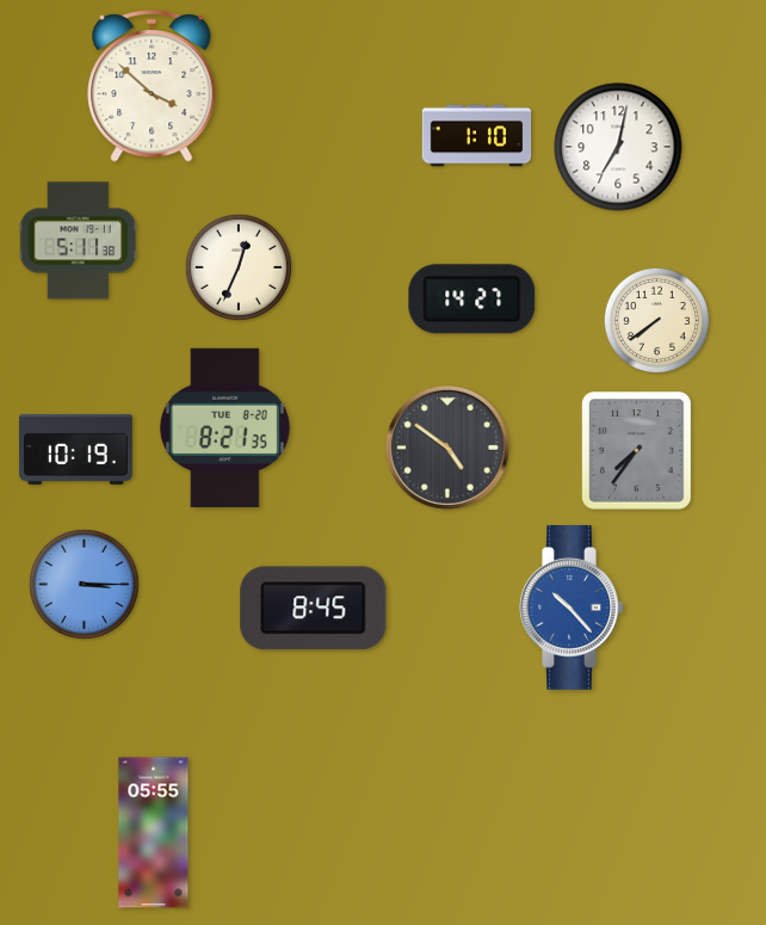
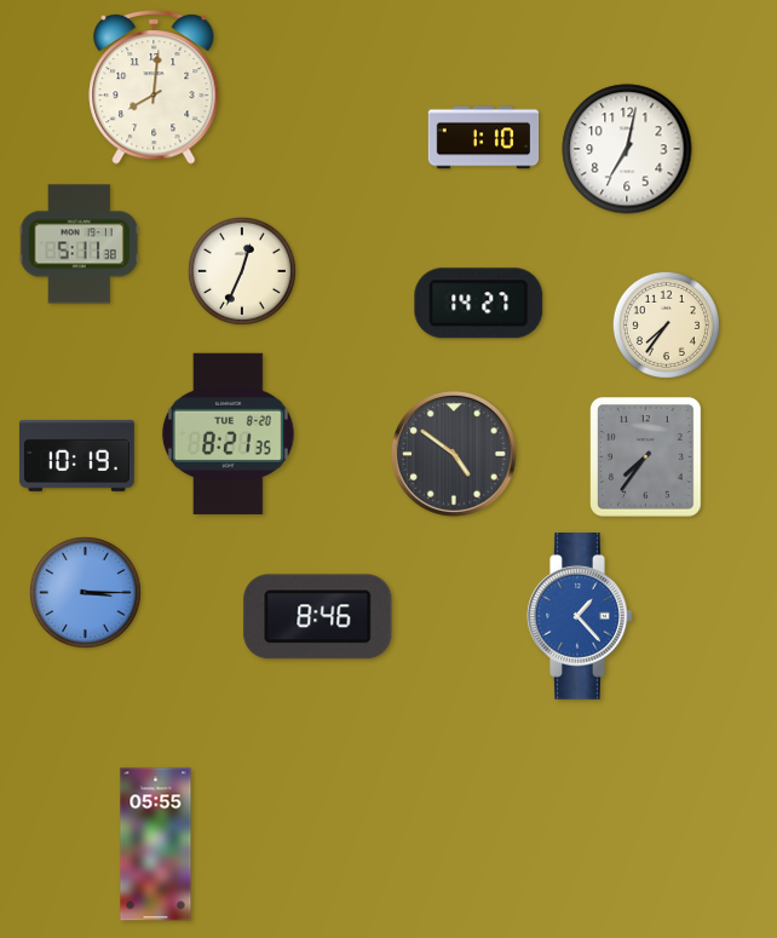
clock at (152, 87): 3:52 -> 8:01
clock at (656, 320): 7:39 -> 7:36
clock at (314, 609): 8:45 -> 8:46
clock at (572, 609): 10:23 -> 1:23
